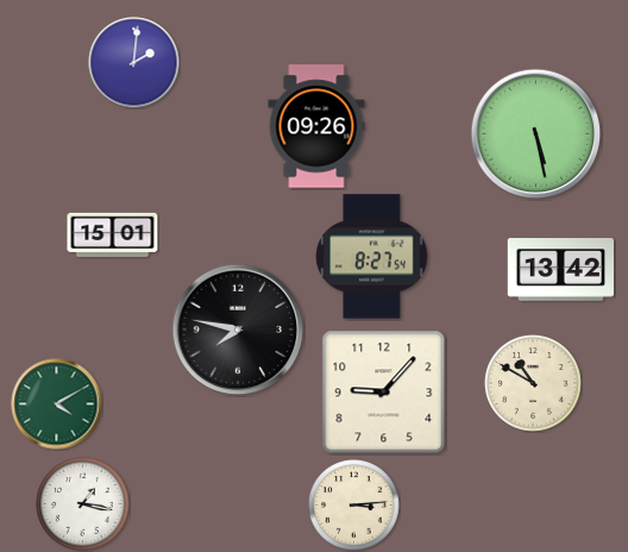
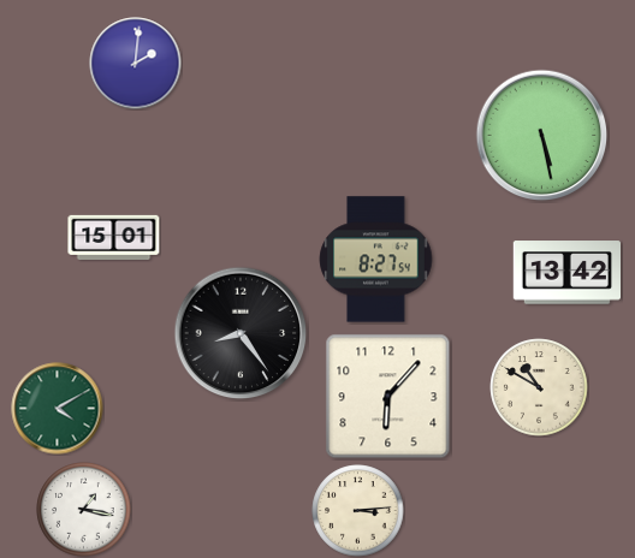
clock at (316, 126): 09:26 -> none
clock at (238, 330): 7:47 -> 8:24
clock at (384, 393): 9:07 -> 6:07
